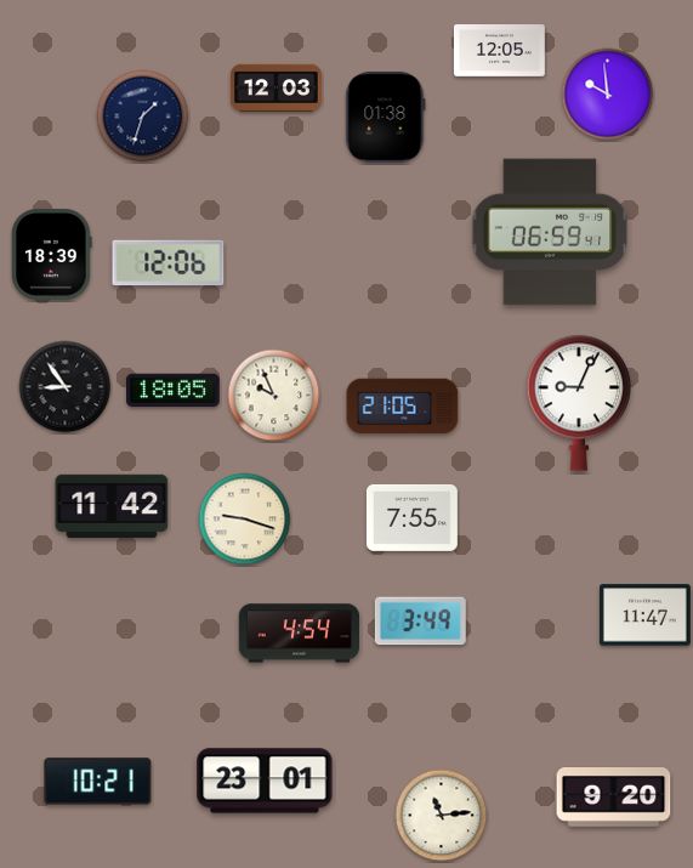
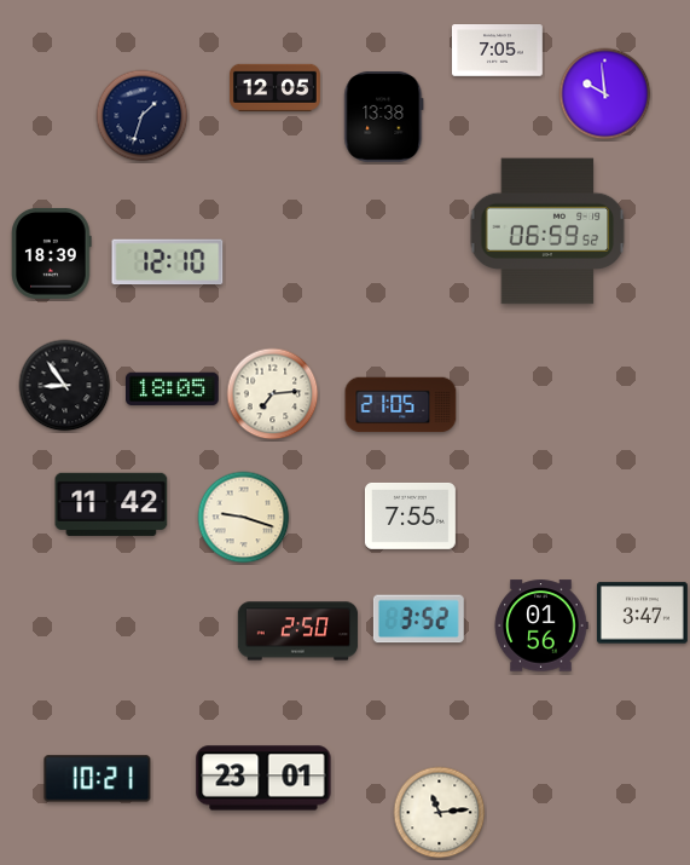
clock at (500, 51): 12:05 -> 7:05
clock at (277, 87): 12:03 -> 12:05
clock at (386, 117): 01:38 -> 13:38
clock at (550, 232): 06:59:41 -> 06:59:52
clock at (169, 263): 12:06 -> 12:10
clock at (274, 396): 9:56 -> 7:14
clock at (578, 403): 9:04 -> none
clock at (644, 615): 11:47 -> 3:47
clock at (420, 622): 3:49 -> 3:52
clock at (541, 625): none -> 01:56
clock at (300, 634): 4:54 -> 2:50
clock at (614, 798): 9:20 -> none
